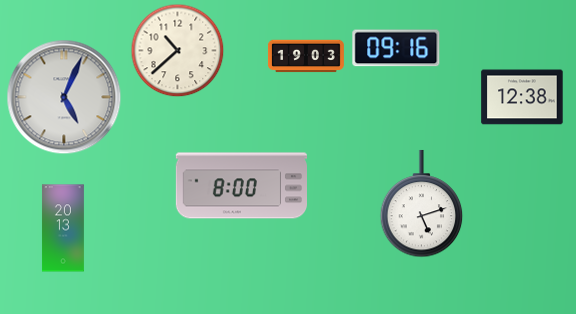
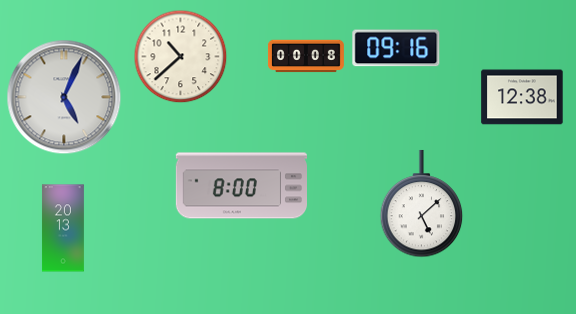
clock at (178, 51) position: (178, 51) -> (181, 57)
clock at (306, 56): 19:03 -> 00:08
clock at (422, 204): 5:12 -> 5:08
